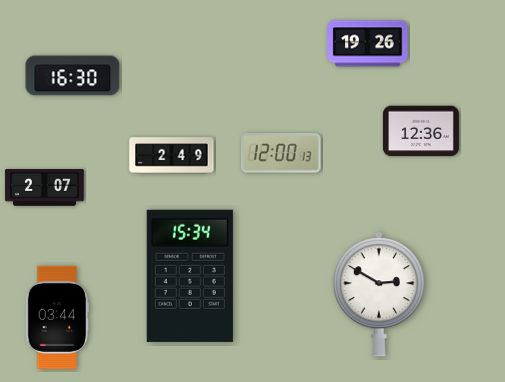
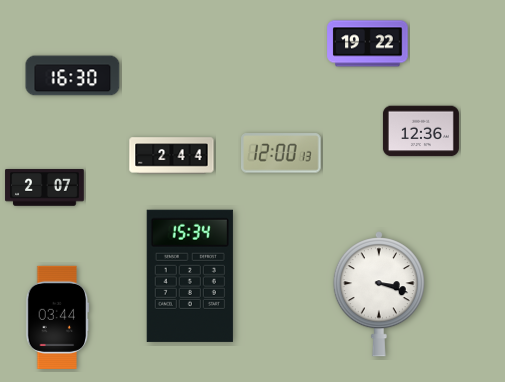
clock at (368, 44): 19:26 -> 19:22
clock at (172, 156): 2:49 -> 2:44
clock at (379, 294): 2:50 -> 3:18
